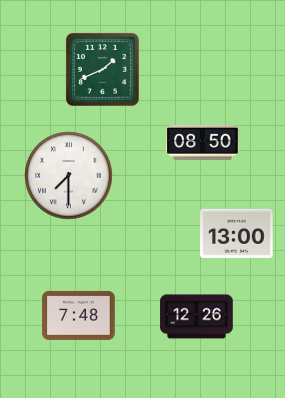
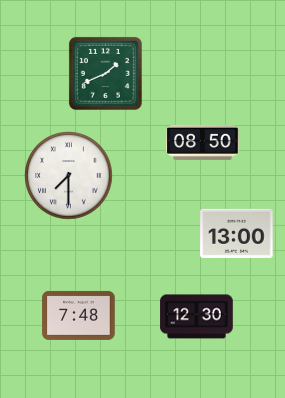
clock at (102, 69) position: (102, 69) -> (105, 73)
clock at (197, 317): 12:26 -> 12:30
